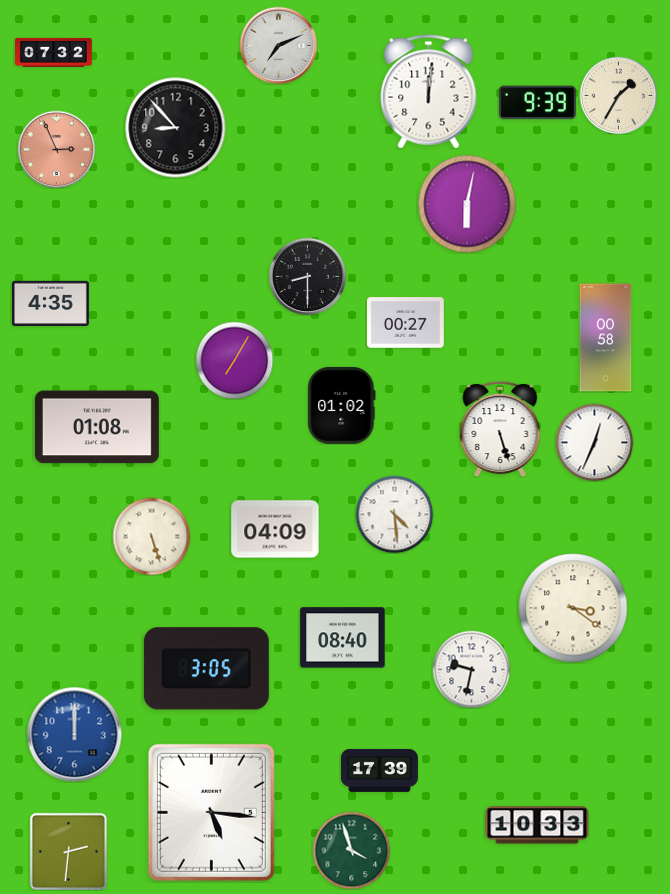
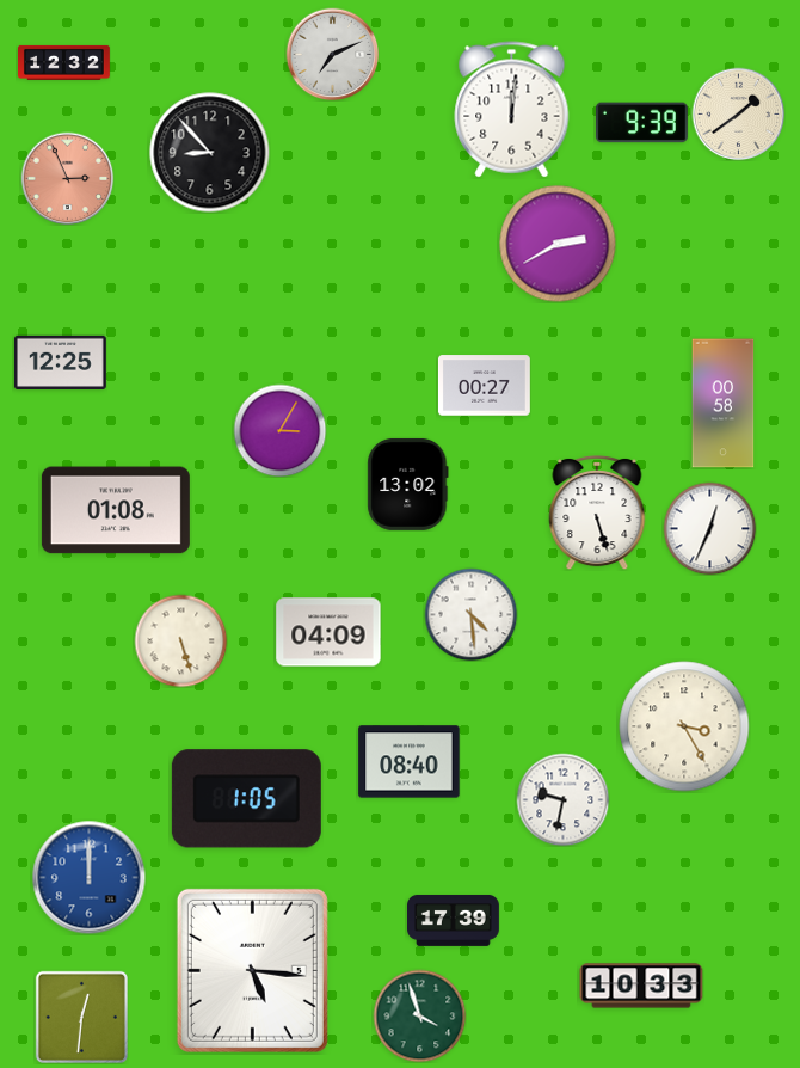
clock at (54, 52): 07:32 -> 12:32
clock at (618, 95): 1:35 -> 1:39
clock at (467, 204): 6:02 -> 2:40
clock at (307, 276): 8:30 -> none
clock at (50, 303): 4:35 -> 12:25
clock at (234, 360): 7:05 -> 3:05
clock at (342, 405): 01:02 -> 13:02
clock at (573, 608): 3:21 -> 3:25
clock at (206, 669): 3:05 -> 1:05
clock at (68, 851): 2:31 -> 12:31
